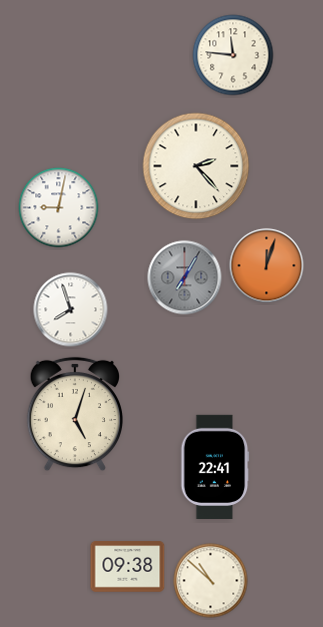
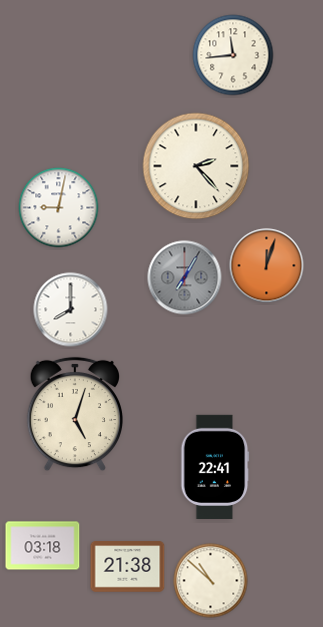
clock at (233, 55): 11:46 -> 11:44
clock at (71, 310): 7:57 -> 8:00
clock at (43, 546): none -> 03:18
clock at (128, 567): 09:38 -> 21:38
